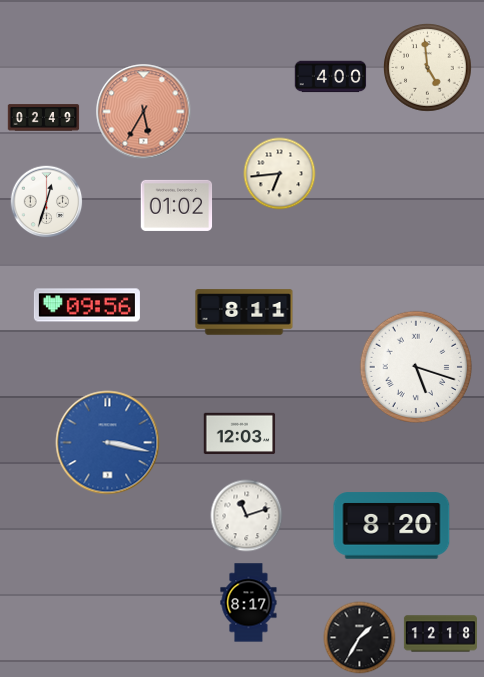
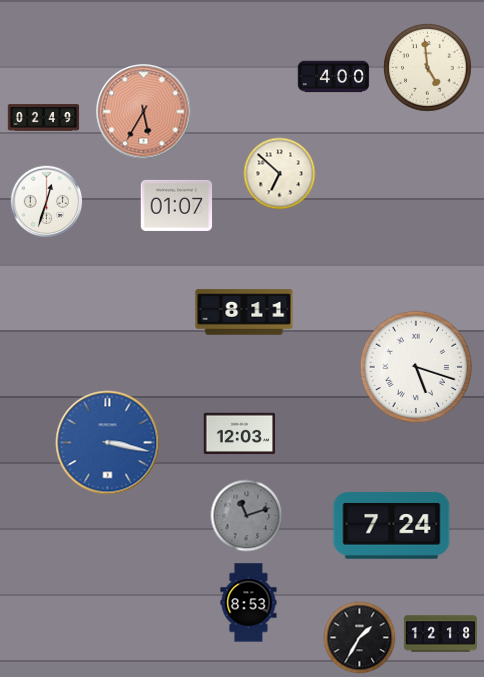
clock at (331, 77) position: (331, 77) -> (334, 77)
clock at (280, 174): 6:44 -> 6:52
clock at (177, 205): 01:02 -> 01:07
clock at (87, 305): 09:56 -> none
clock at (247, 516) dial: white -> grey
clock at (392, 526): 8:20 -> 7:24
clock at (249, 603): 8:17 -> 8:53
